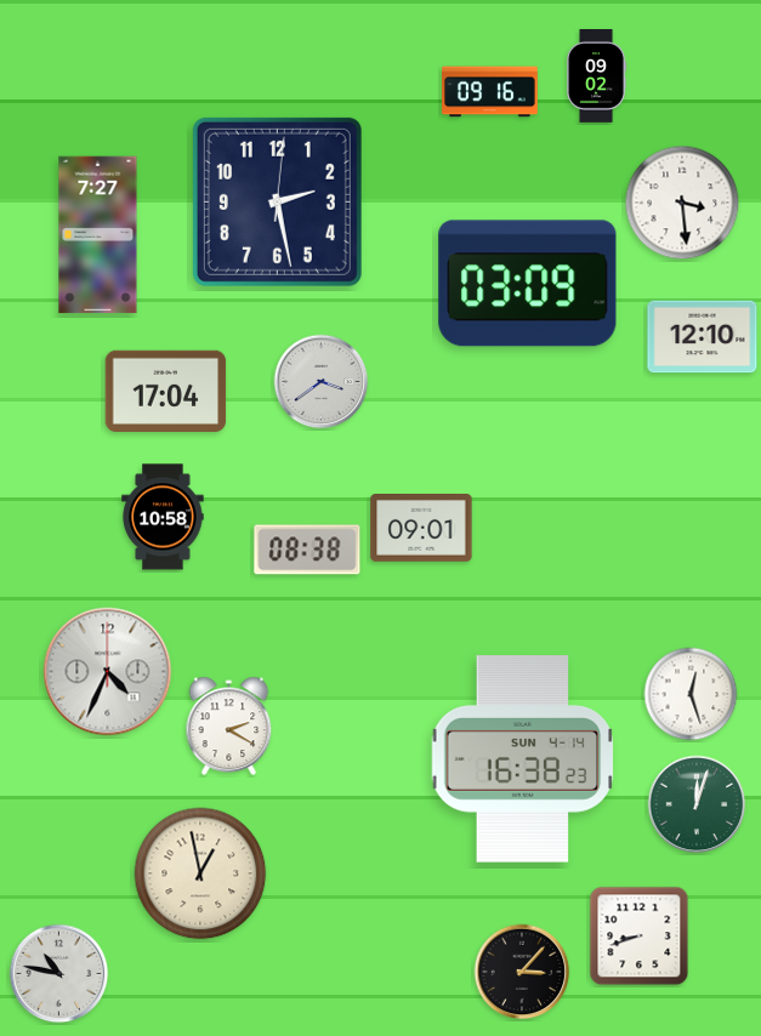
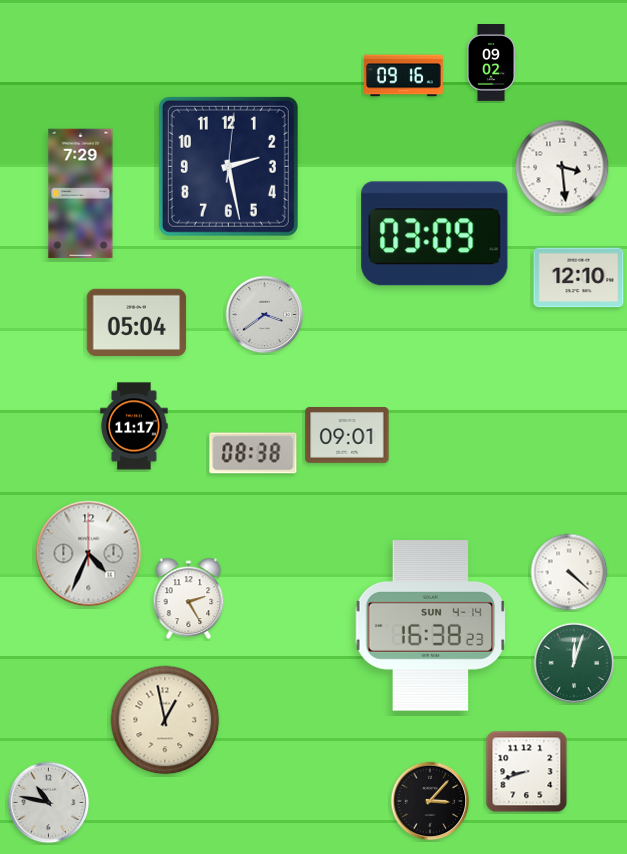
clock at (98, 235): 7:27 -> 7:29
clock at (166, 391): 17:04 -> 05:04
clock at (163, 517): 10:58 -> 11:17
clock at (691, 694): 12:27 -> 4:22
clock at (229, 725): 2:20 -> 2:25
